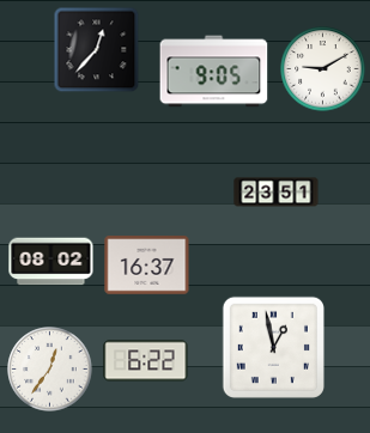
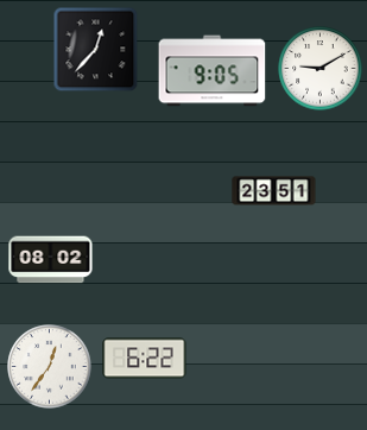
clock at (147, 266): 16:37 -> none
clock at (273, 347): 12:58 -> none
